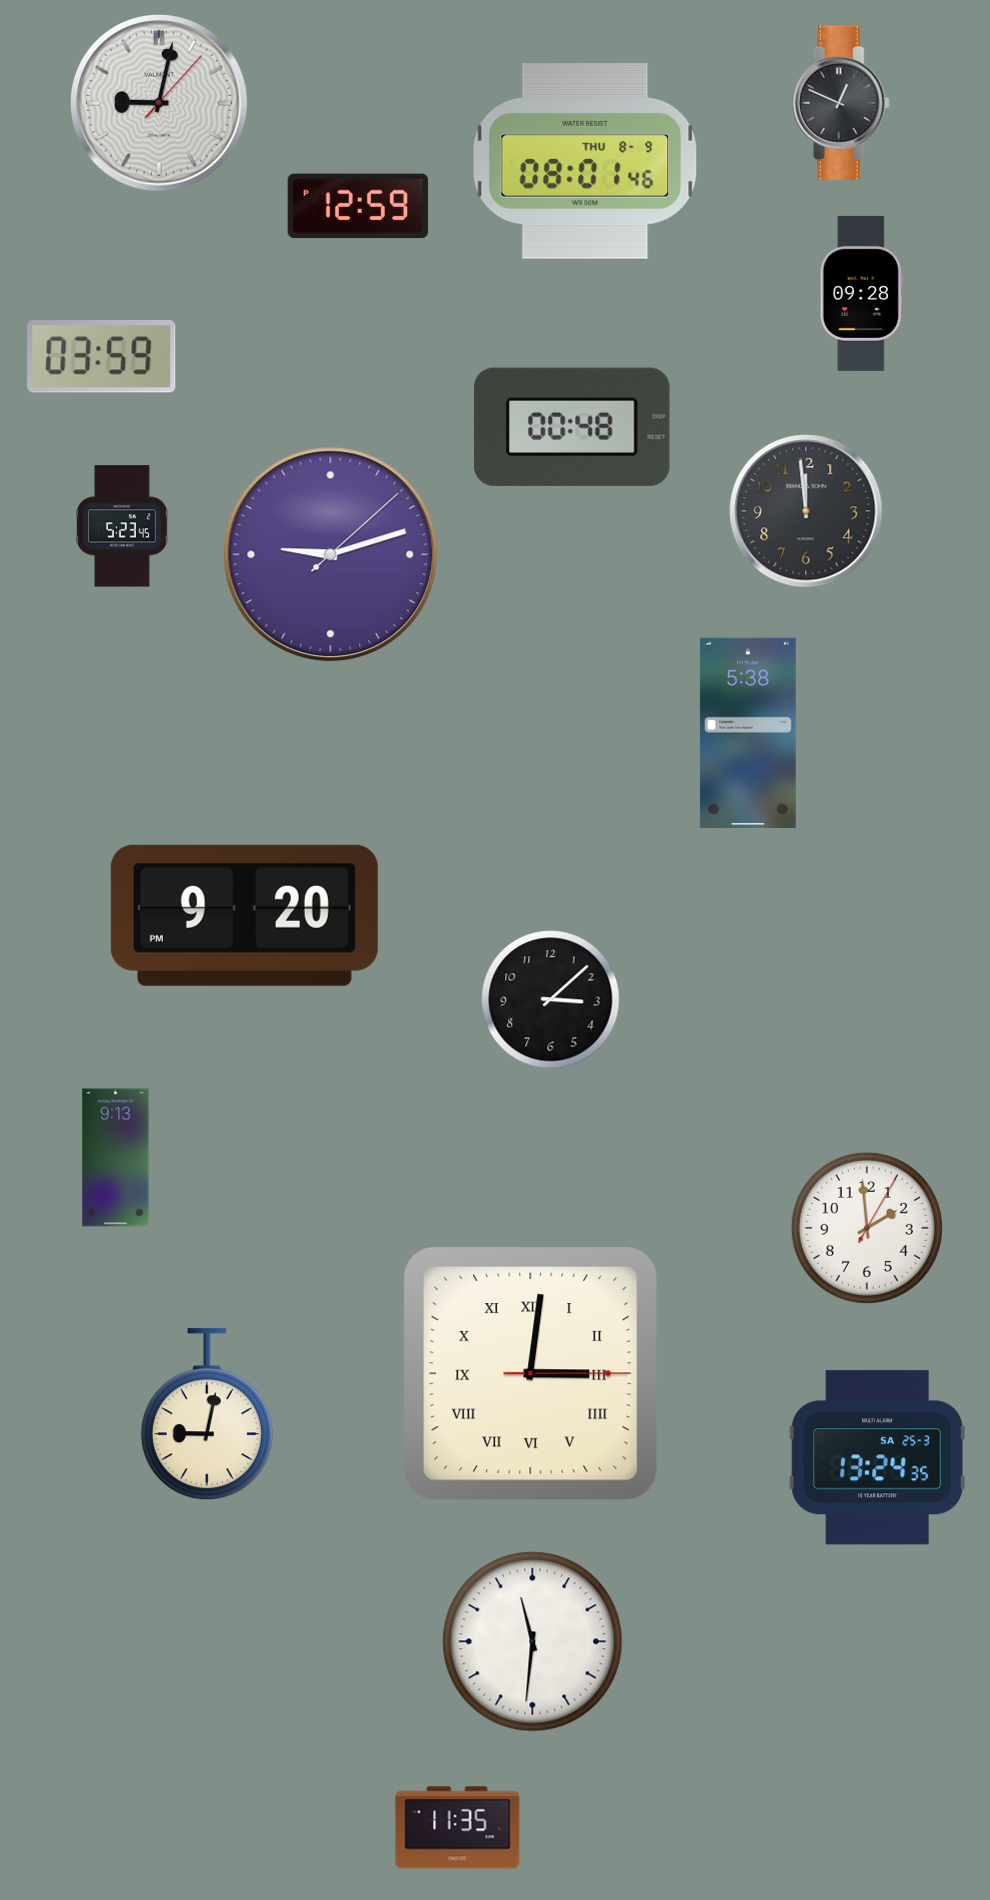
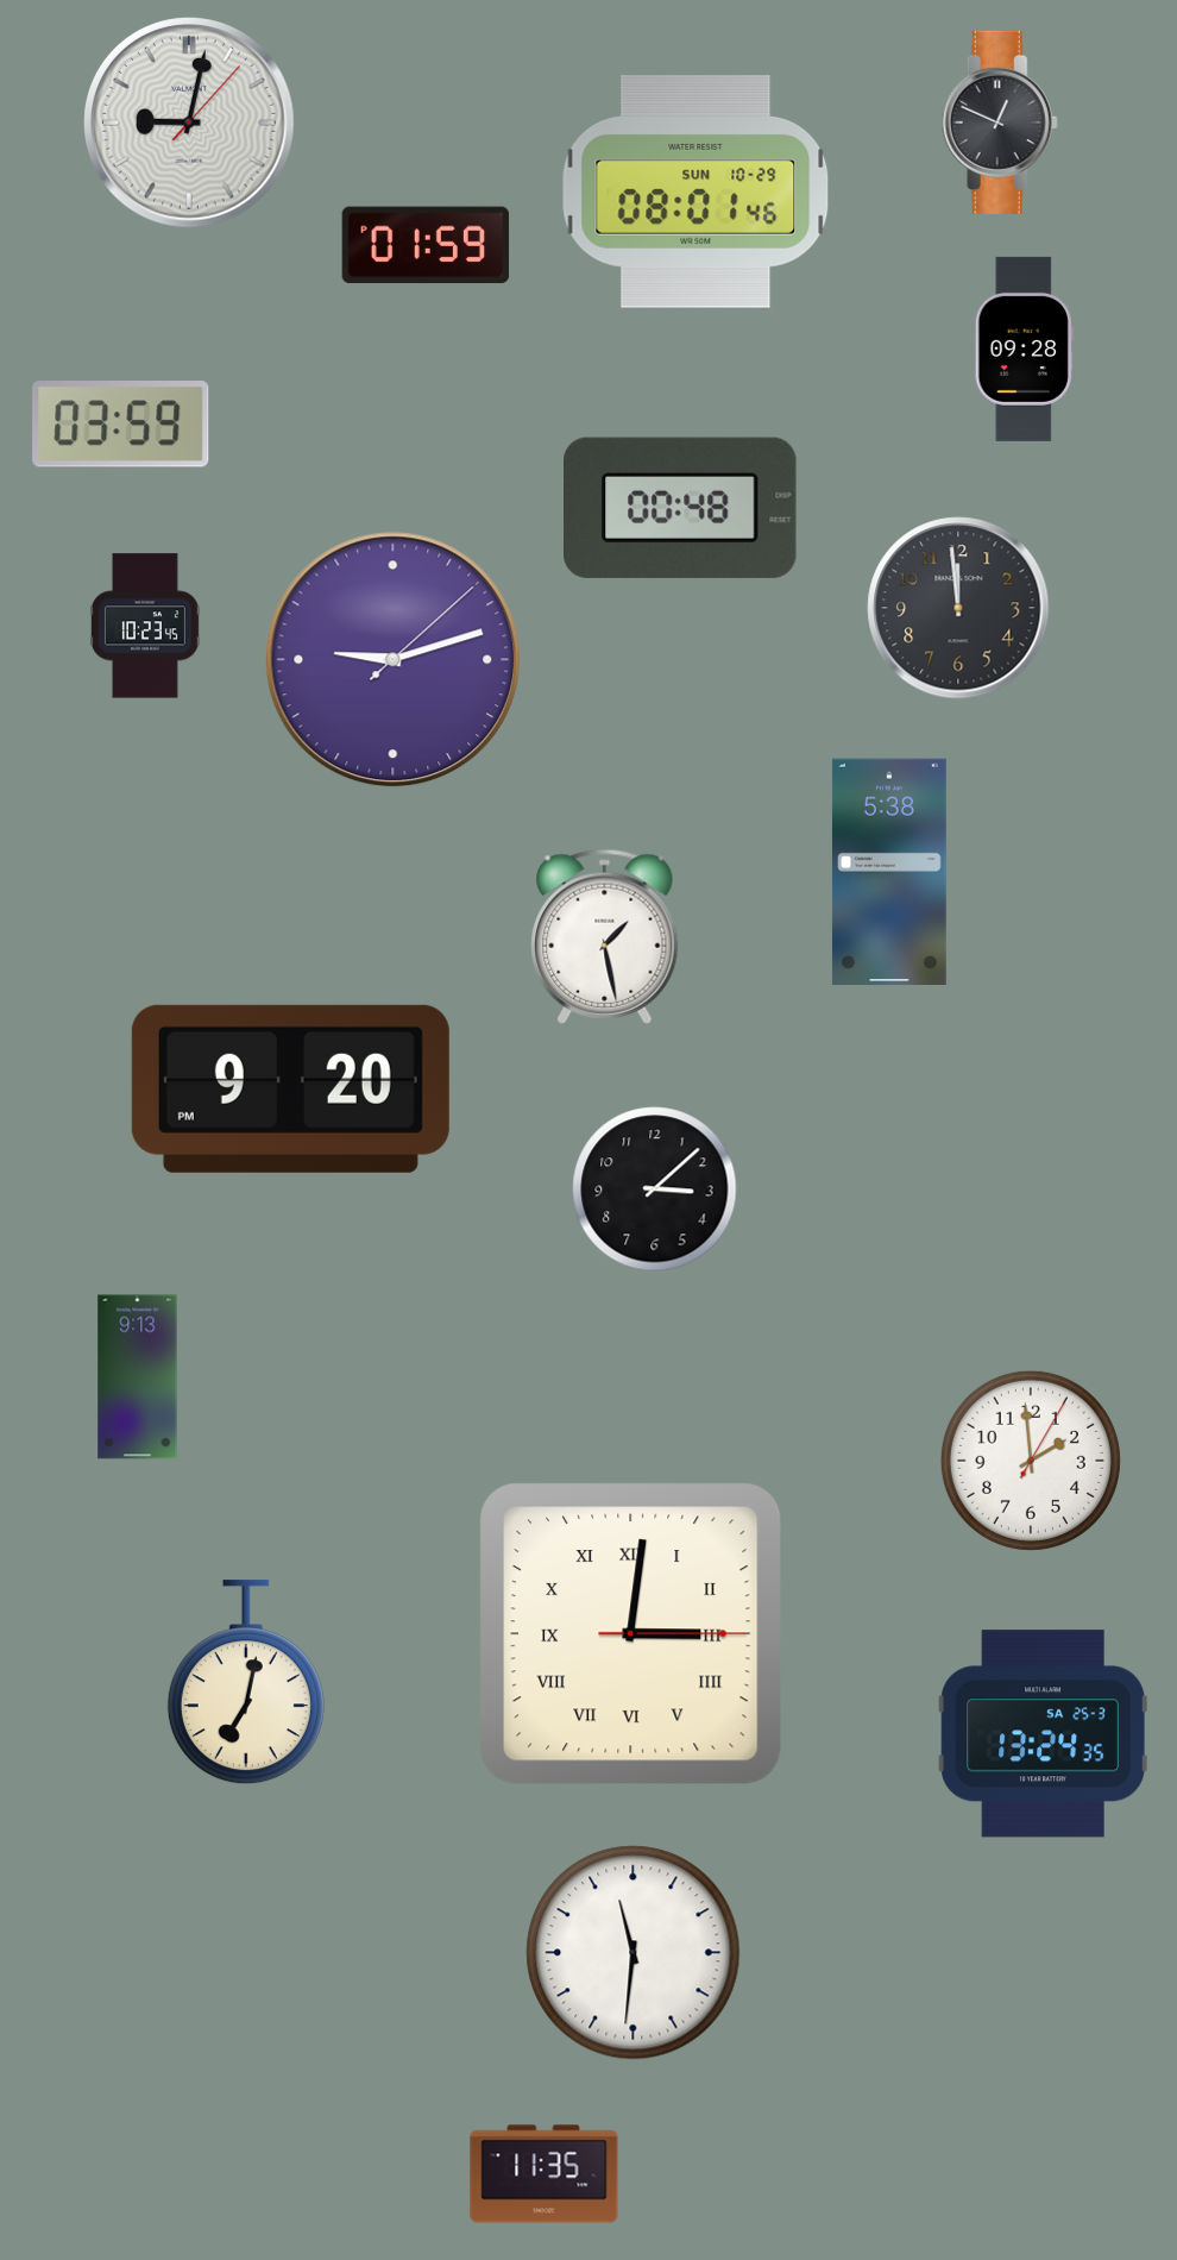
clock at (585, 162) date: THU 8-9 -> SUN 10-29
clock at (358, 206): 12:59 -> 01:59
clock at (122, 526): 5:23 -> 10:23
clock at (605, 936): none -> 1:28
clock at (207, 1415): 9:02 -> 7:02
